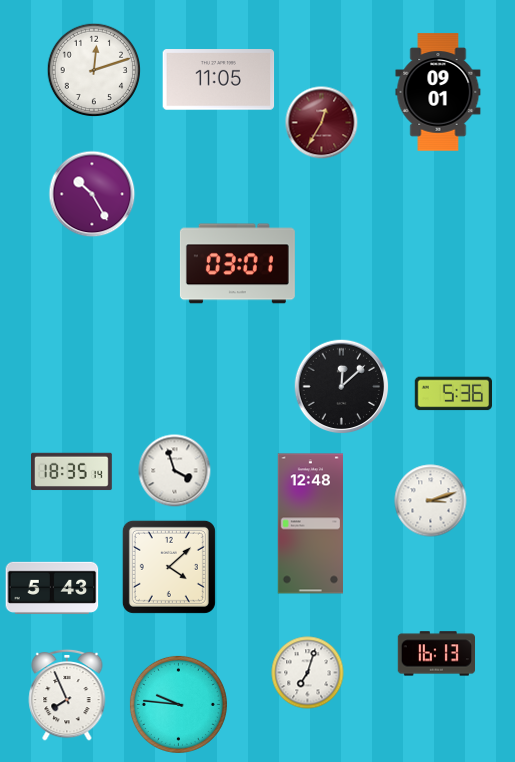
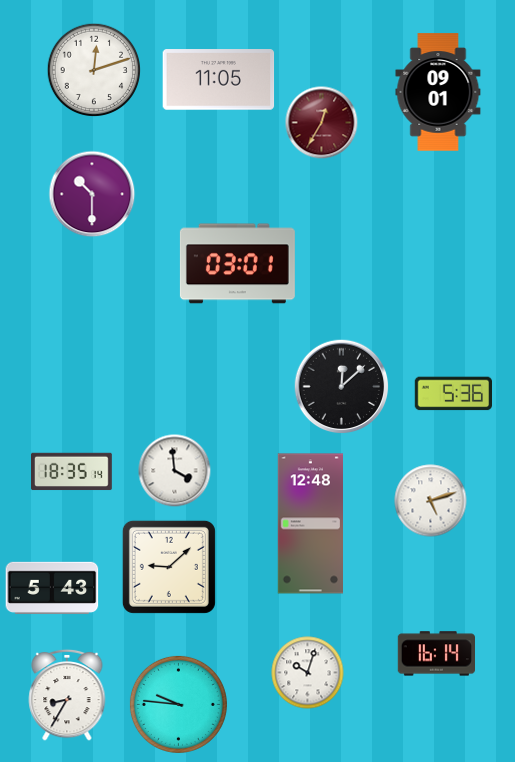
clock at (92, 194): 10:25 -> 10:30
clock at (175, 471): 3:57 -> 3:59
clock at (431, 501): 3:12 -> 5:12
clock at (169, 567): 4:08 -> 9:08
clock at (436, 654): 16:13 -> 16:14
clock at (308, 673): 7:03 -> 10:03
clock at (67, 695): 7:56 -> 8:35
